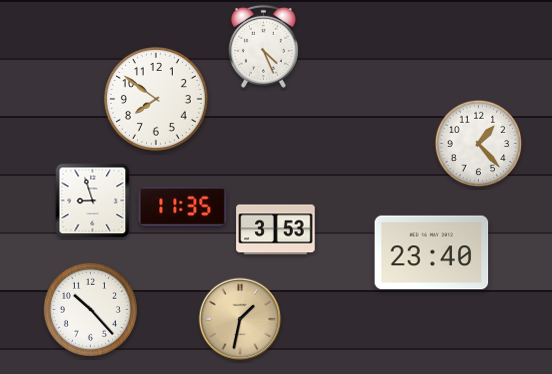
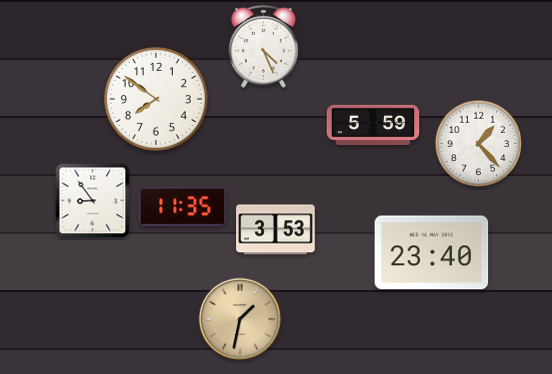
clock at (373, 124): none -> 5:59
clock at (93, 201): 8:57 -> 8:54
clock at (90, 309): 10:23 -> none
